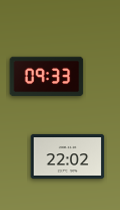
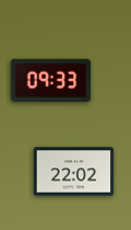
clock at (47, 77) position: (47, 77) -> (51, 81)
